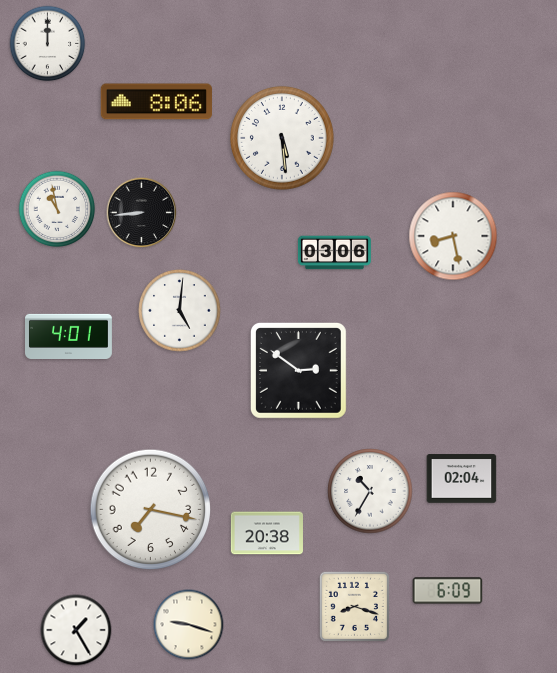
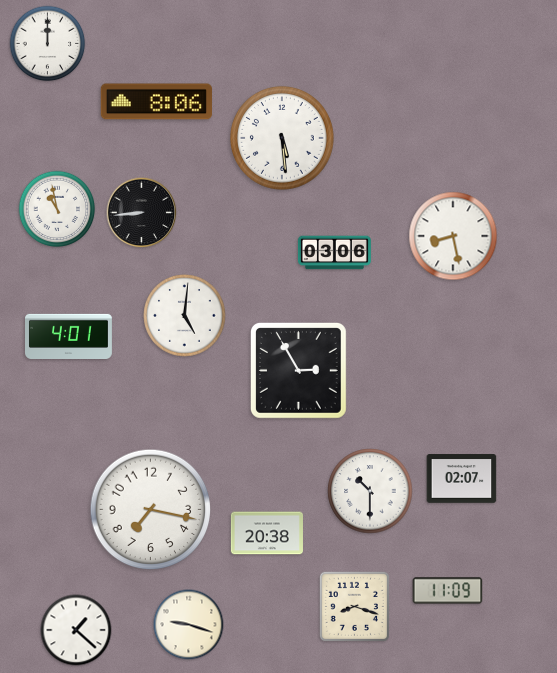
clock at (180, 311) position: (180, 311) -> (185, 316)
clock at (298, 370): 2:51 -> 2:55
clock at (462, 479): 02:04 -> 02:07
clock at (370, 491): 10:35 -> 10:30
clock at (448, 591): 6:09 -> 11:09
clock at (76, 630): 1:25 -> 1:22
